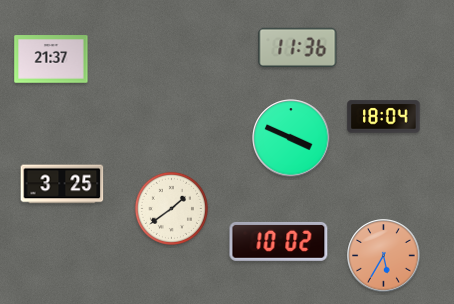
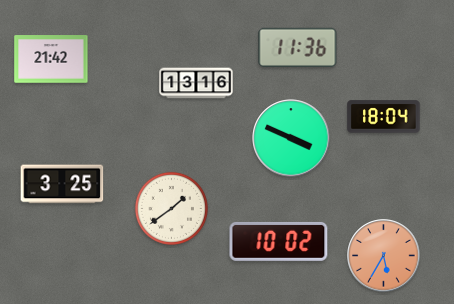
clock at (51, 59): 21:37 -> 21:42
clock at (196, 83): none -> 13:16
